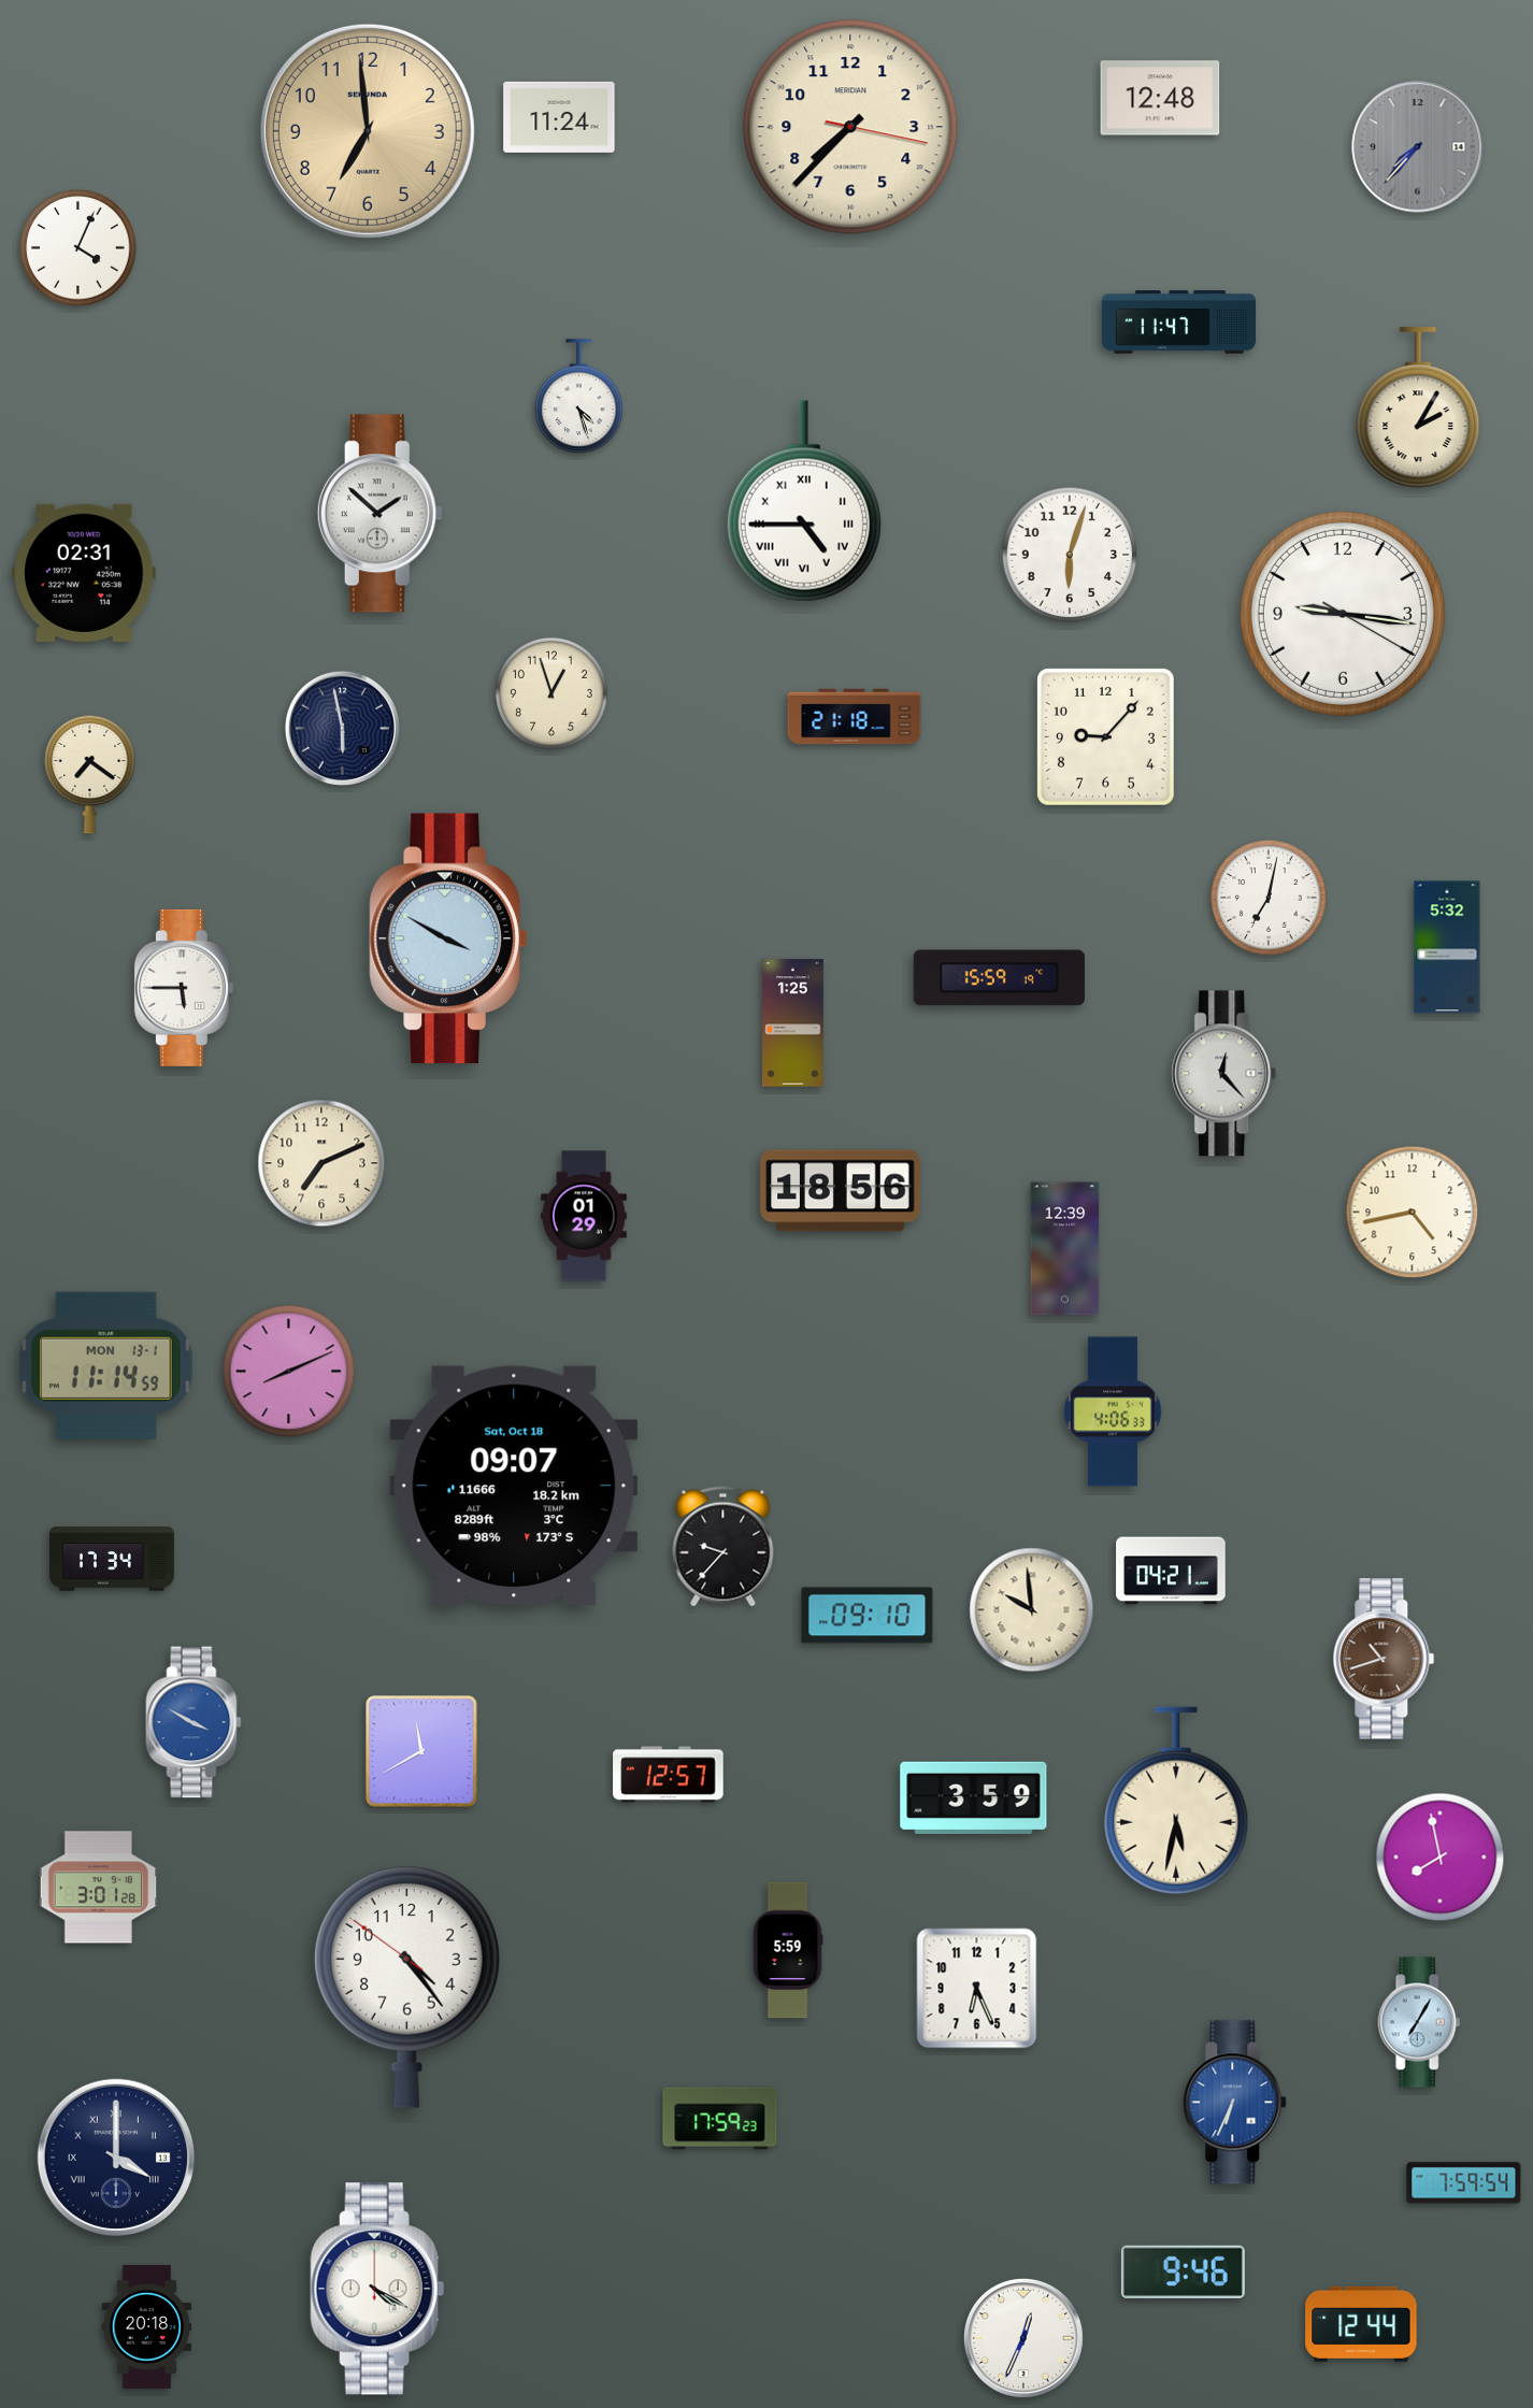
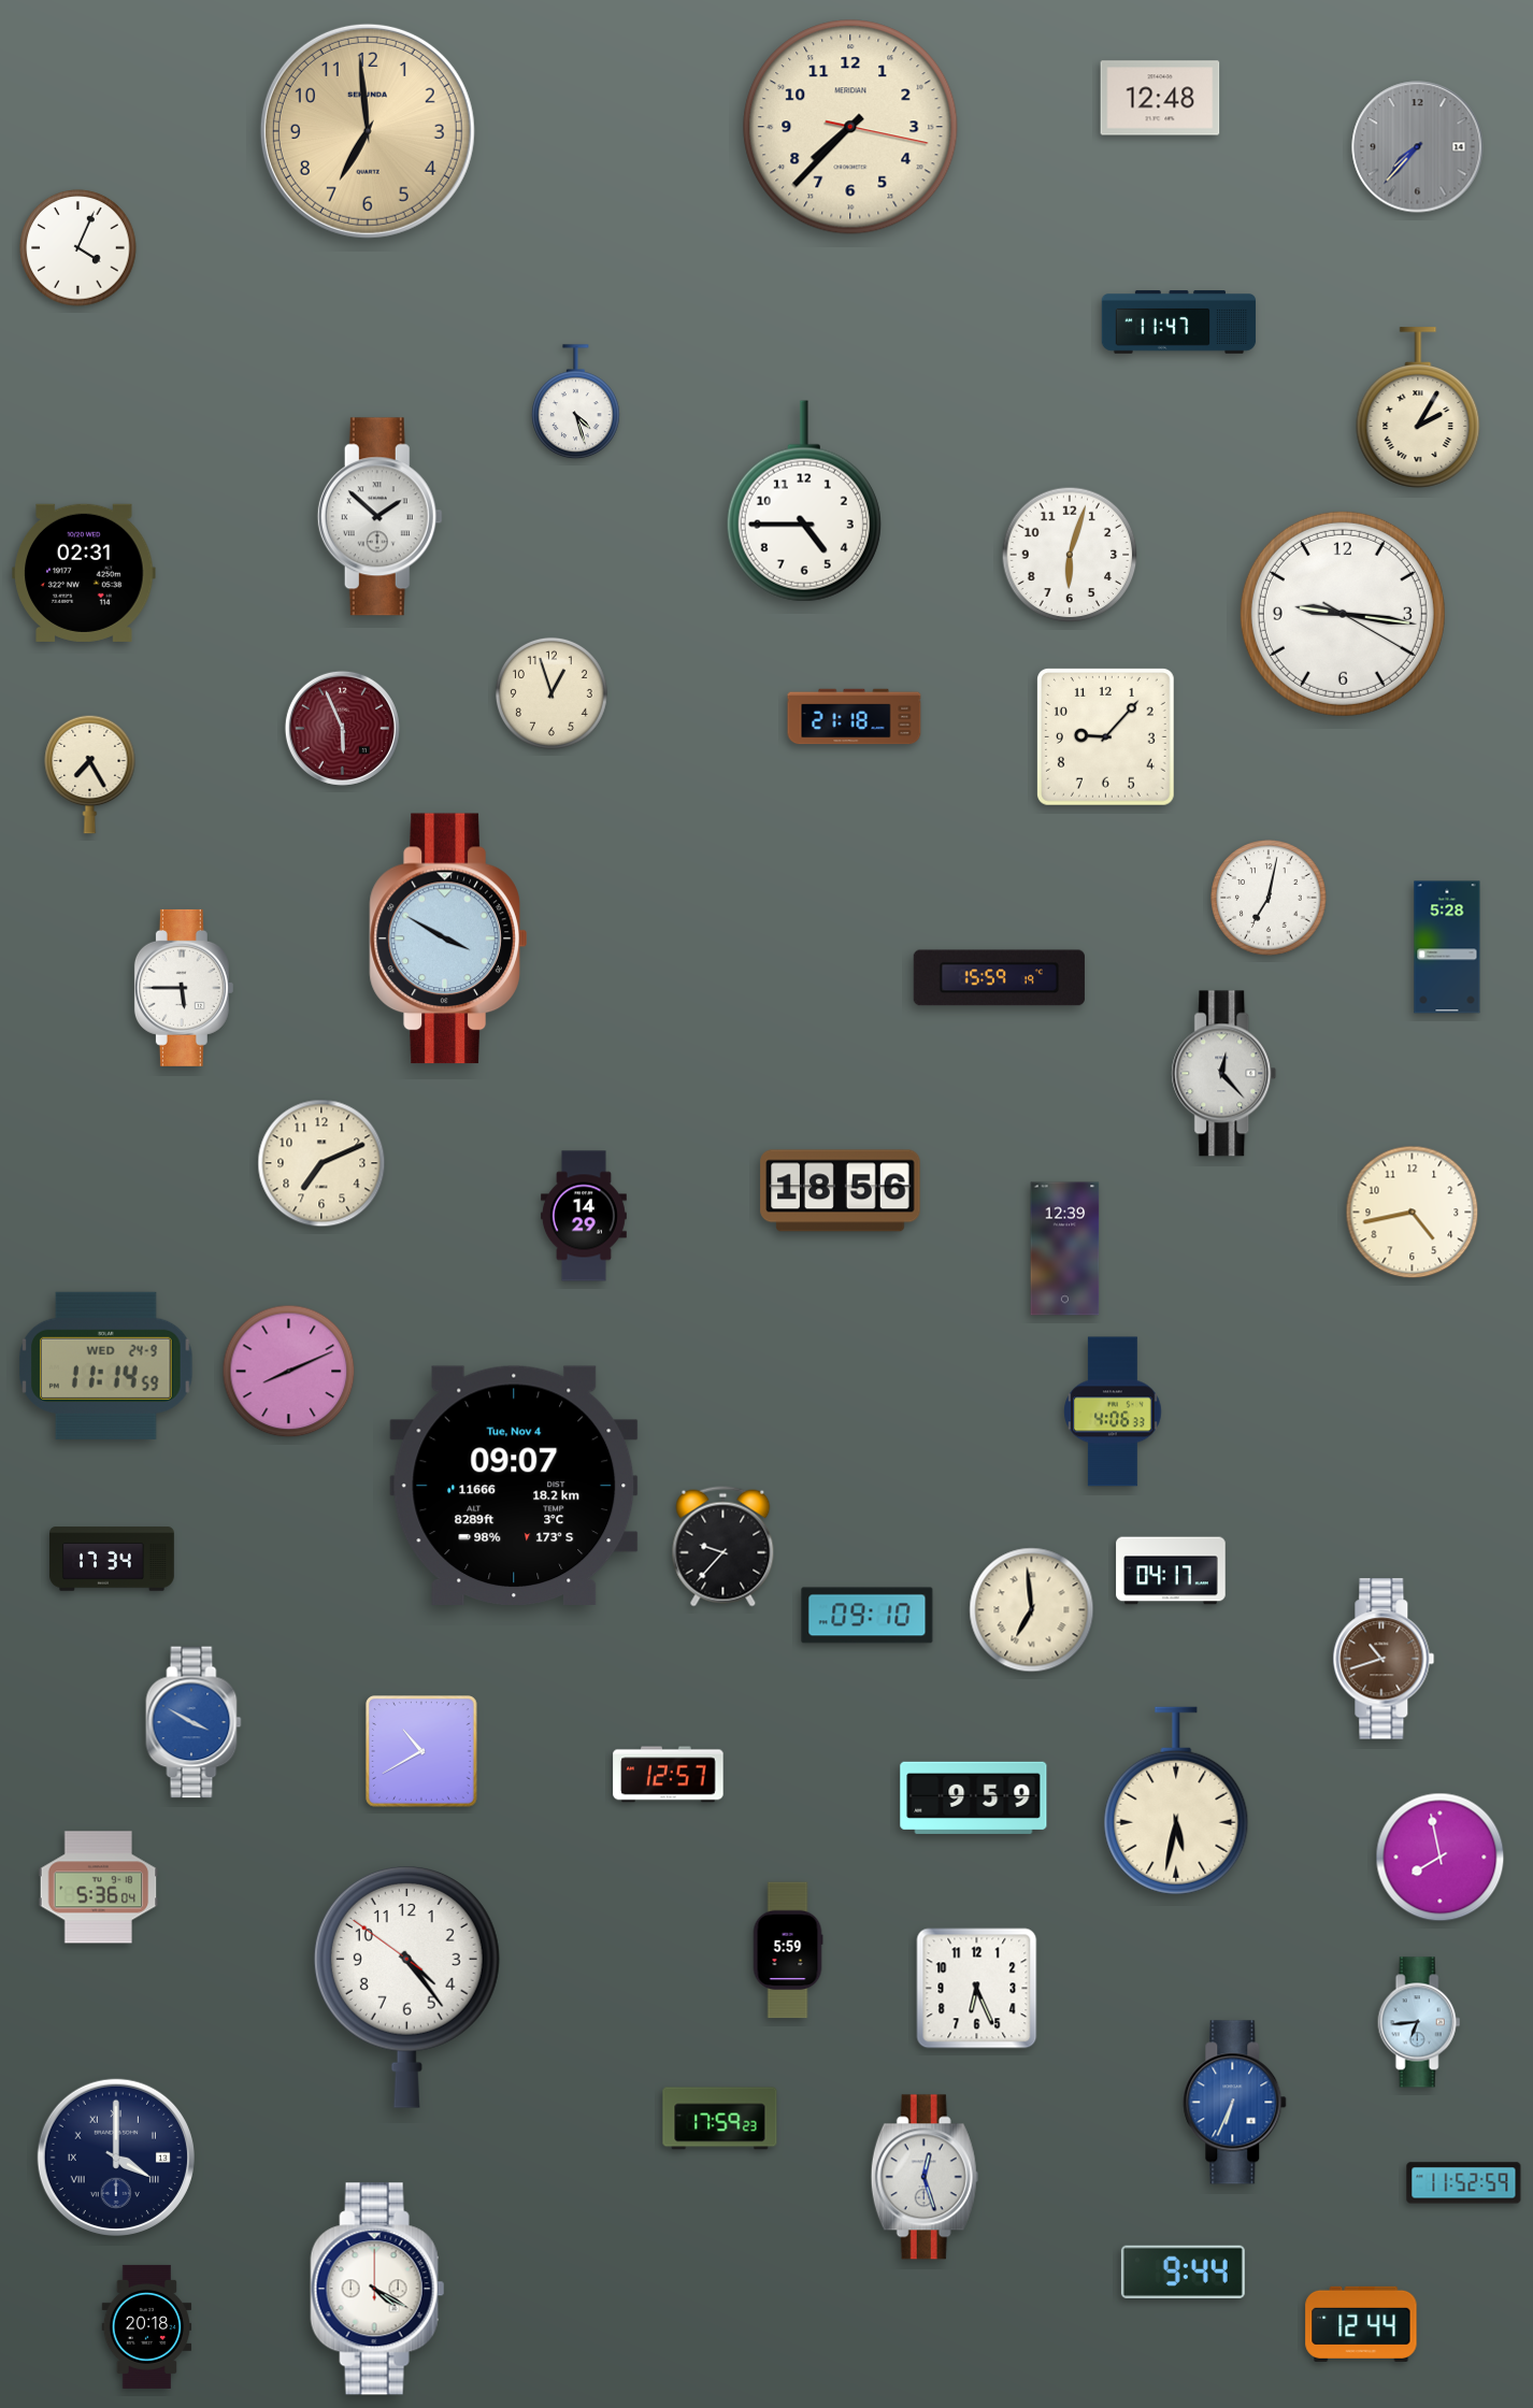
clock at (559, 117): 11:24 -> none
clock at (579, 397) position: (579, 397) -> (576, 402)
clock at (804, 501) numerals: Roman -> Arabic
clock at (379, 514) position: (379, 514) -> (379, 517)
clock at (342, 728): 5:58 -> 5:56
clock at (342, 728) dial: navy -> burgundy
clock at (90, 774): 7:21 -> 7:25
clock at (1447, 947): 5:32 -> 5:28
clock at (793, 1023): 1:25 -> none
clock at (584, 1216): 01:29 -> 14:29
clock at (106, 1365) date: MON 13-1 -> WED 24-9
clock at (514, 1485) date: Sat, Oct 18 -> Tue, Nov 4
clock at (1171, 1571): 04:21 -> 04:17
clock at (1032, 1610): 9:59 -> 6:59
clock at (422, 1752): 11:40 -> 10:40
clock at (974, 1797): 3:59 -> 9:59
clock at (99, 1888): 3:01 -> 5:36
clock at (1419, 2022): 7:05 -> 6:44
clock at (925, 2177): none -> 12:27
clock at (1464, 2183): 7:59 -> 11:52
clock at (1183, 2271): 9:46 -> 9:44
clock at (1023, 2338): 12:34 -> none
